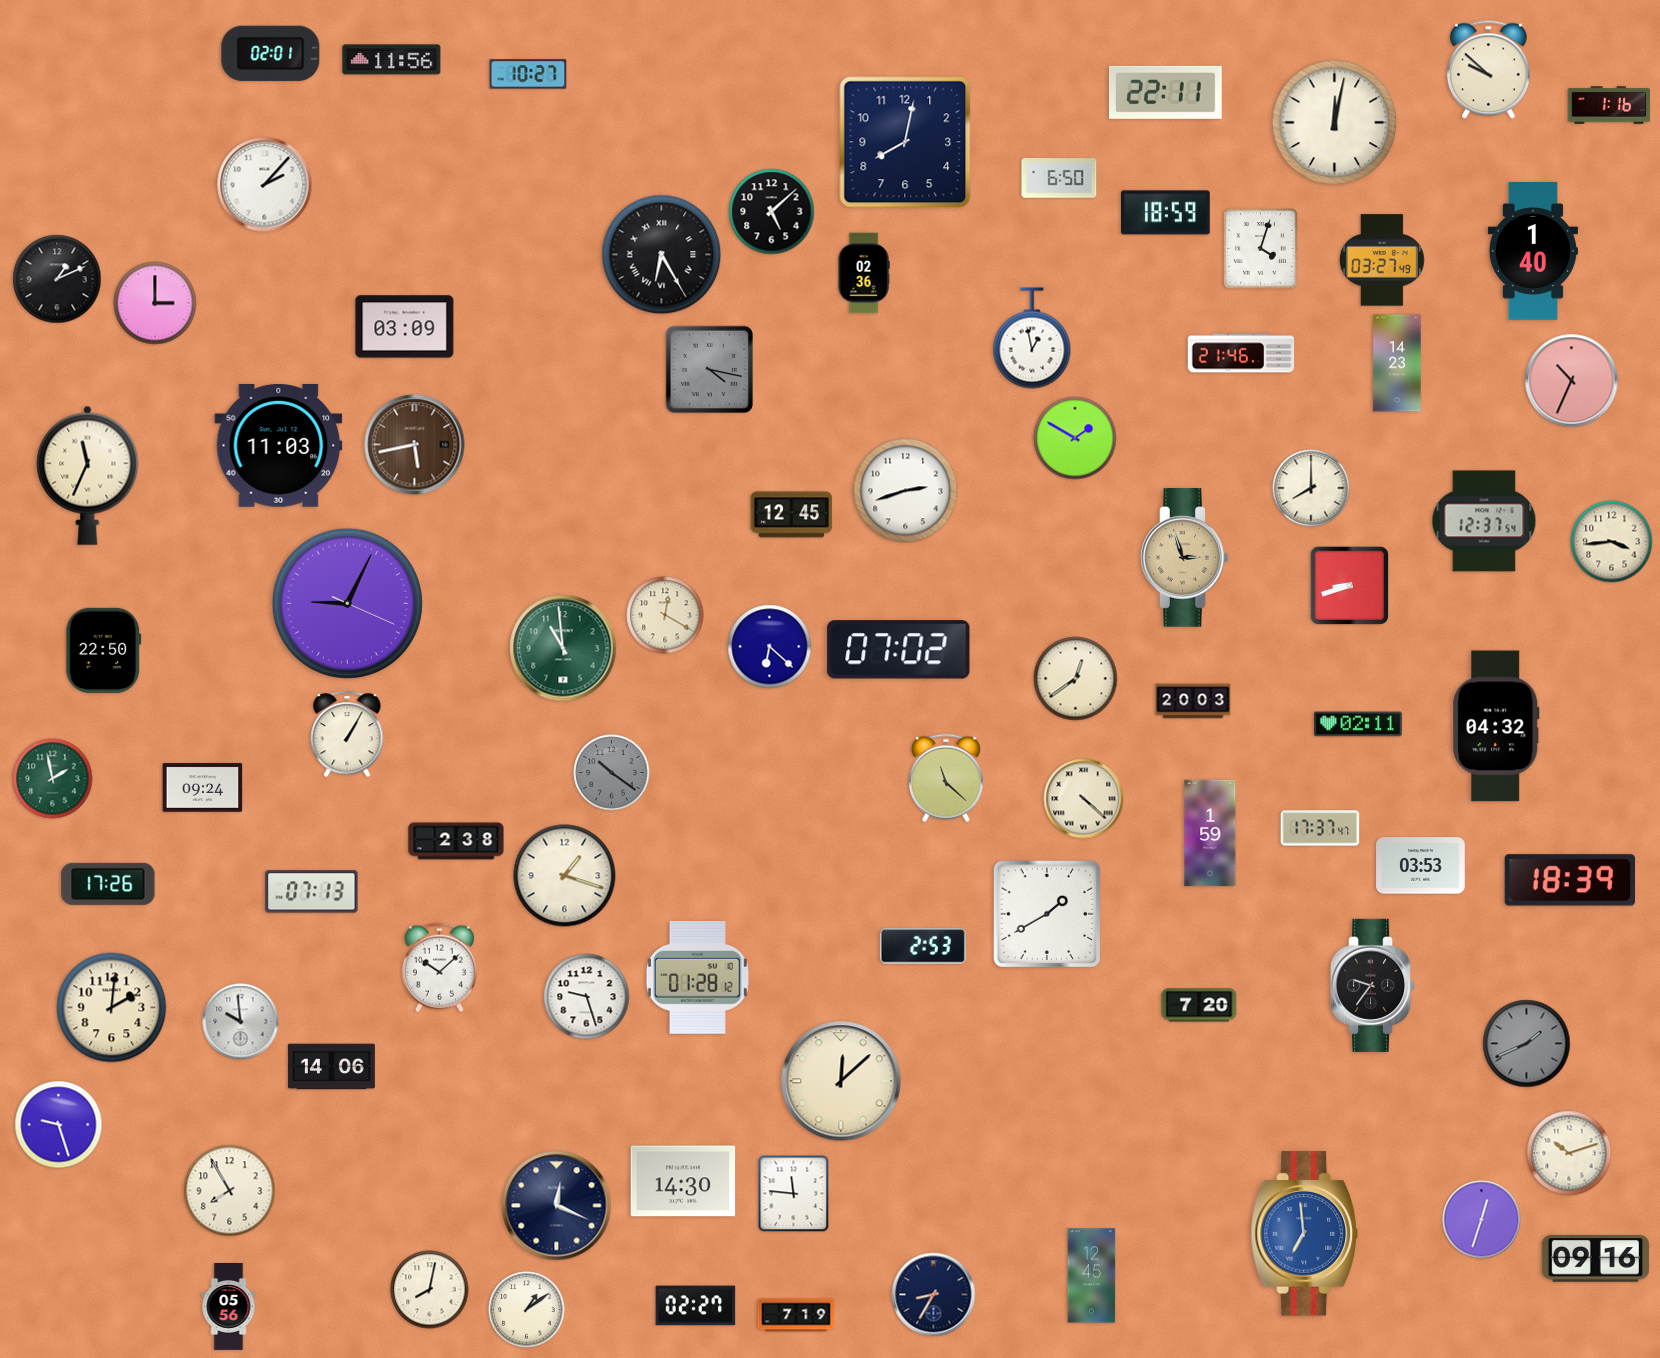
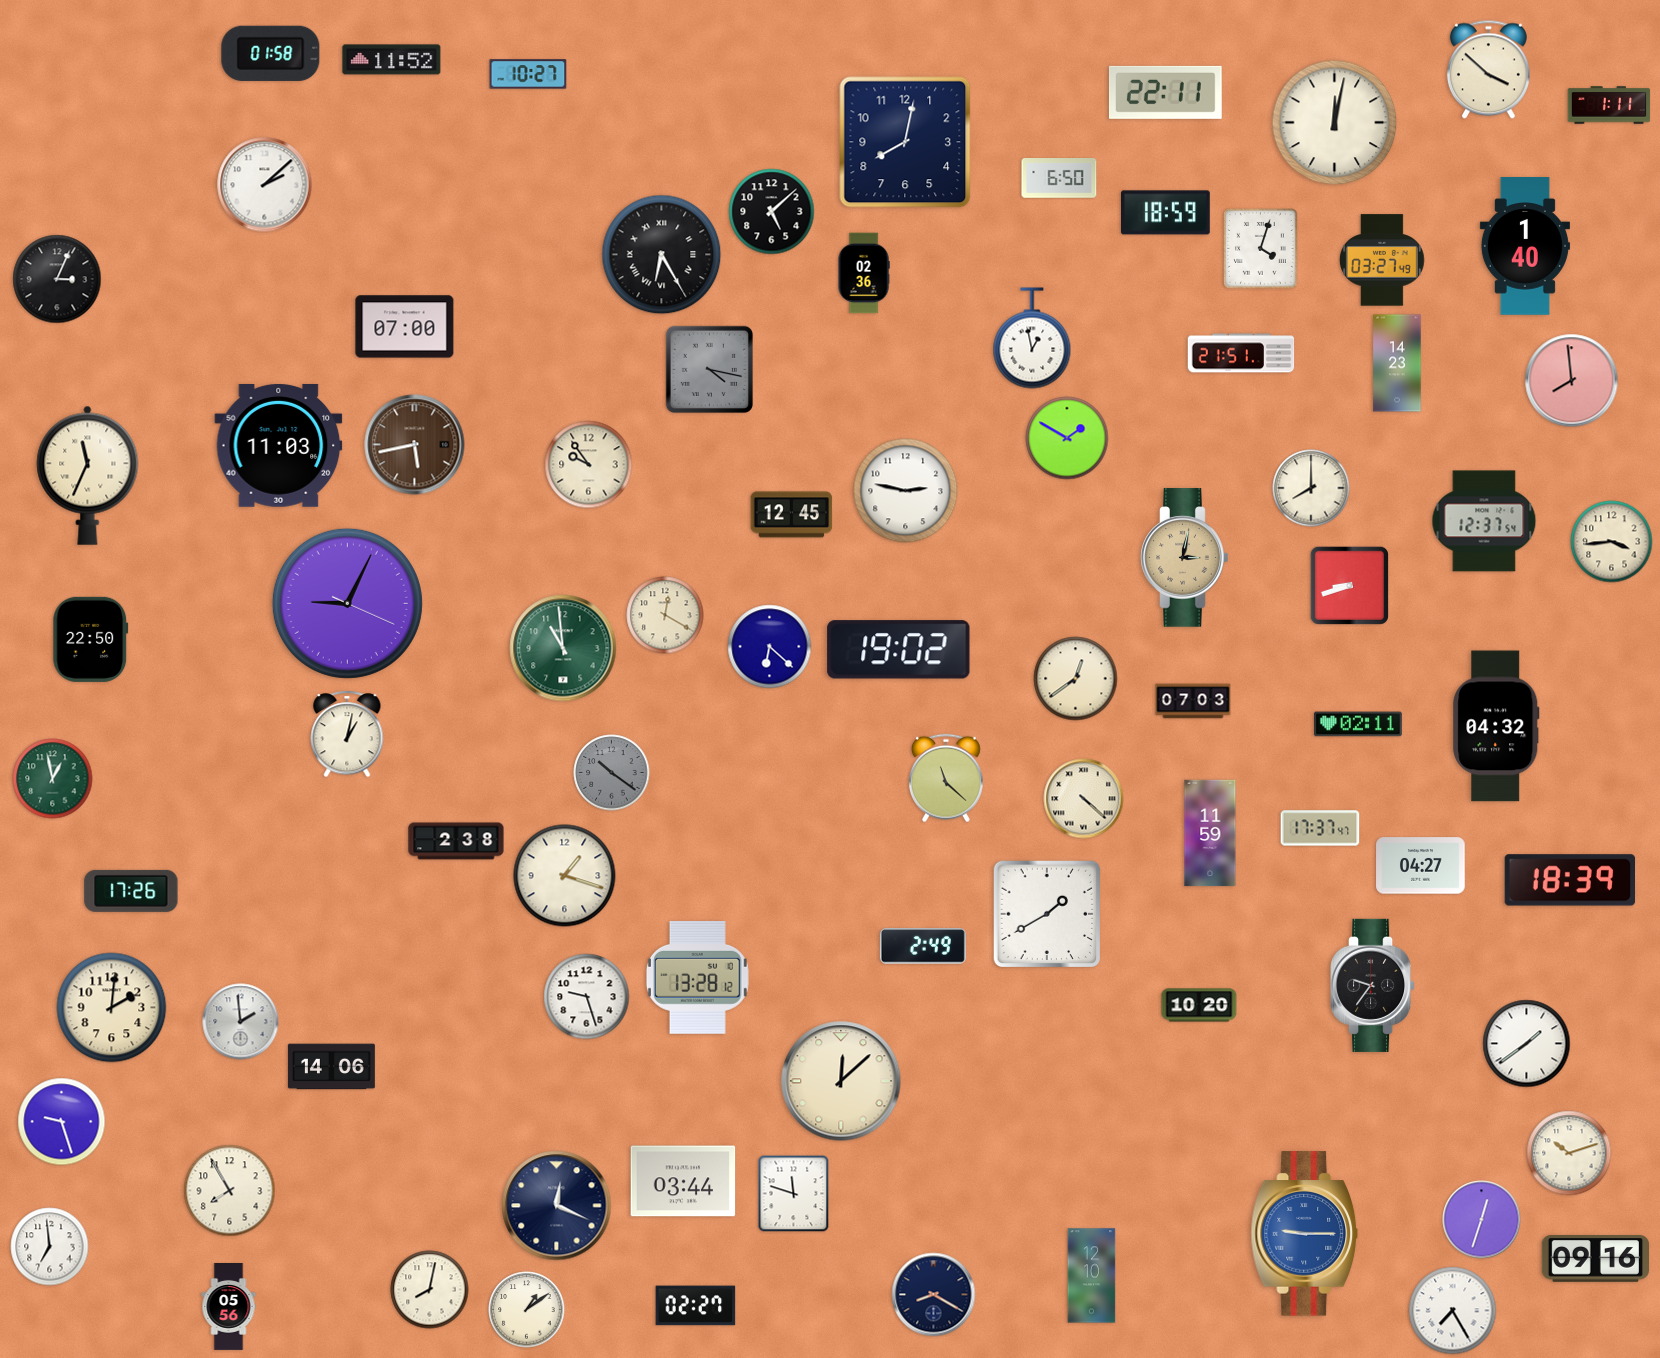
clock at (271, 53): 02:01 -> 01:58
clock at (392, 60): 11:56 -> 11:52
clock at (1488, 70): 9:52 -> 3:52
clock at (1609, 105): 1:16 -> 1:11
clock at (265, 185): 2:07 -> 2:08
clock at (1533, 251) position: (1533, 251) -> (1525, 246)
clock at (57, 279): 1:11 -> 3:04
clock at (155, 303): 3:00 -> none
clock at (405, 327): 03:09 -> 07:00
clock at (1241, 353): 21:46 -> 21:51
clock at (1572, 381): 10:34 -> 7:59
clock at (1075, 438) position: (1075, 438) -> (1067, 438)
clock at (589, 465): none -> 9:54
clock at (906, 491): 2:42 -> 2:47
clock at (1185, 558): 2:57 -> 3:02
clock at (104, 650) position: (104, 650) -> (91, 639)
clock at (899, 650): 07:02 -> 19:02
clock at (1193, 701): 20:03 -> 07:03
clock at (347, 734): 1:05 -> 1:02
clock at (53, 779): 1:58 -> 12:58
clock at (203, 788): 09:24 -> none
clock at (1210, 833): 1:59 -> 11:59
clock at (1421, 866): 03:53 -> 04:27
clock at (108, 884) position: (108, 884) -> (131, 891)
clock at (312, 892): 07:13 -> none
clock at (923, 946): 2:53 -> 2:49
clock at (439, 968): 10:08 -> none
clock at (697, 977): 01:28 -> 13:28
clock at (1199, 1005): 7:20 -> 10:20
clock at (241, 1022): 9:59 -> 1:59
clock at (1527, 1044): 1:41 -> 1:39
clock at (1527, 1044) dial: grey -> white
clock at (59, 1125) position: (59, 1125) -> (62, 1122)
clock at (683, 1181): 14:30 -> 03:44
clock at (794, 1194): 11:46 -> 11:48
clock at (1305, 1234): 6:59 -> 9:15
clock at (50, 1247): none -> 6:59
clock at (1092, 1276): 12:45 -> 12:10
clock at (934, 1295): 8:35 -> 8:20
clock at (1453, 1311): none -> 7:25
clock at (796, 1315): 7:19 -> none
